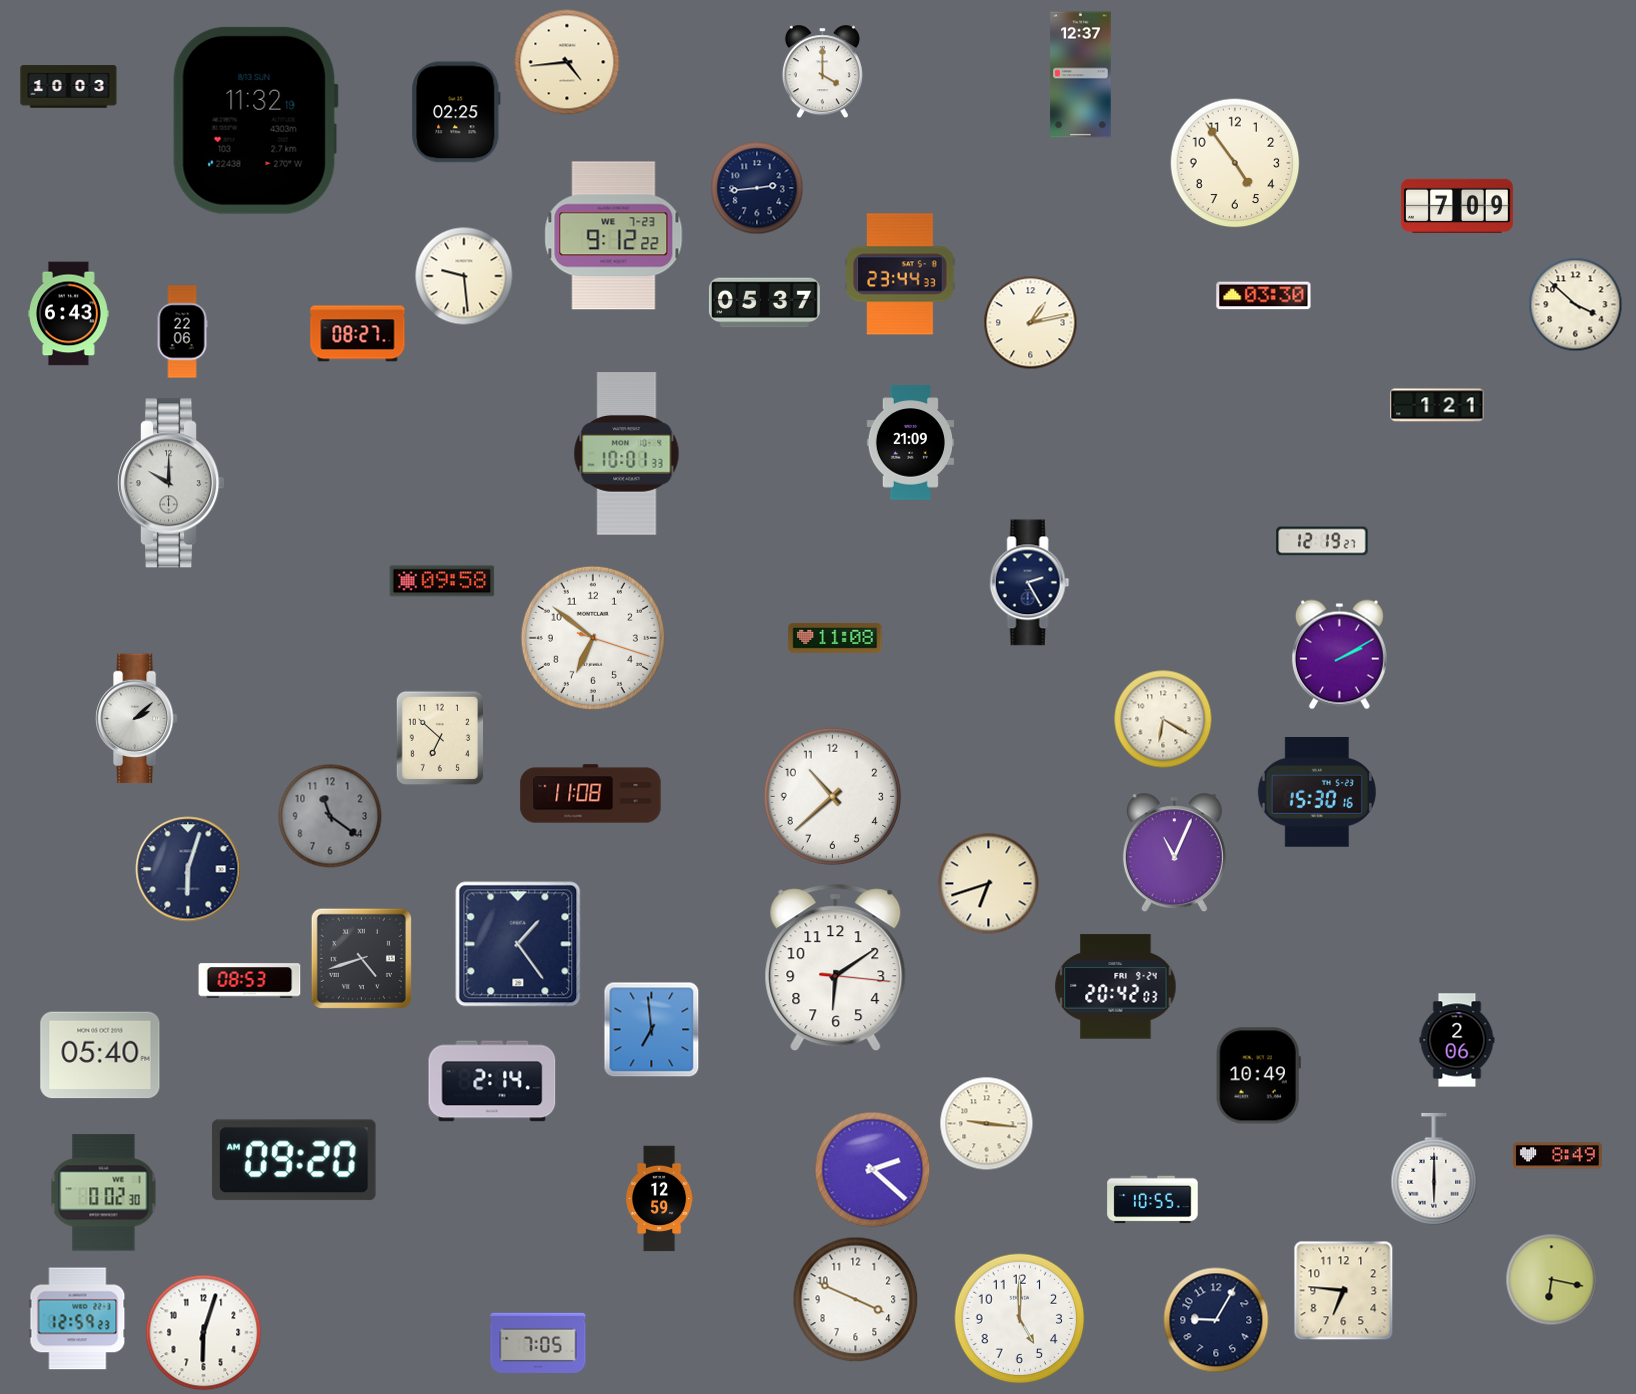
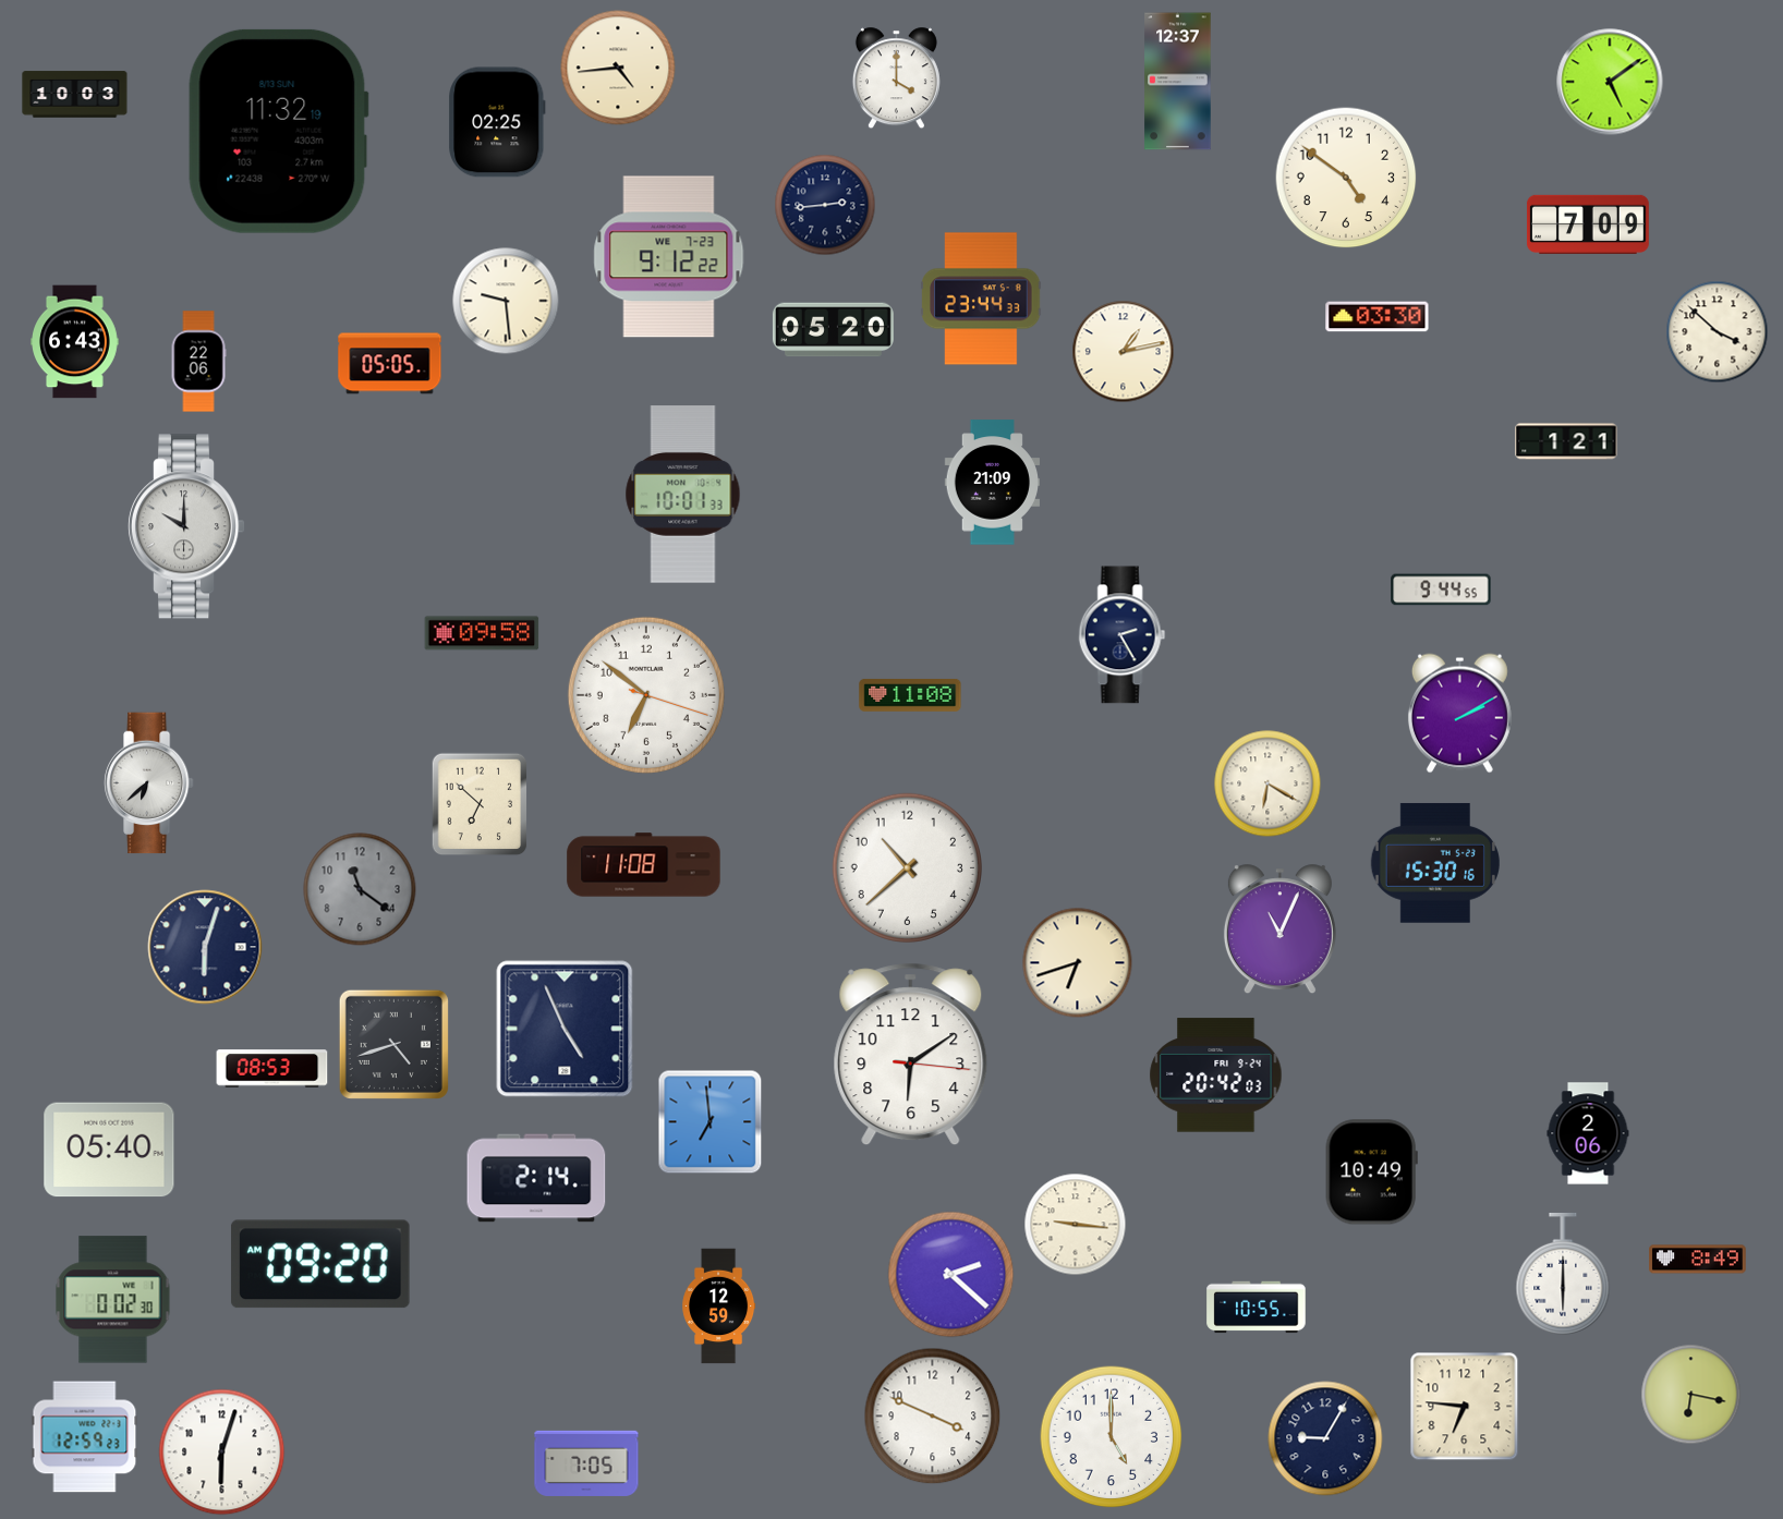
clock at (1610, 82): none -> 5:09
clock at (1235, 163): 4:54 -> 4:51
clock at (1264, 296) position: (1264, 296) -> (1378, 317)
clock at (764, 303): 05:37 -> 05:20
clock at (358, 334): 08:27 -> 05:05
clock at (1322, 541): 12:19 -> 9:44
clock at (136, 719): 2:08 -> 6:38
clock at (518, 944): 1:24 -> 4:56
